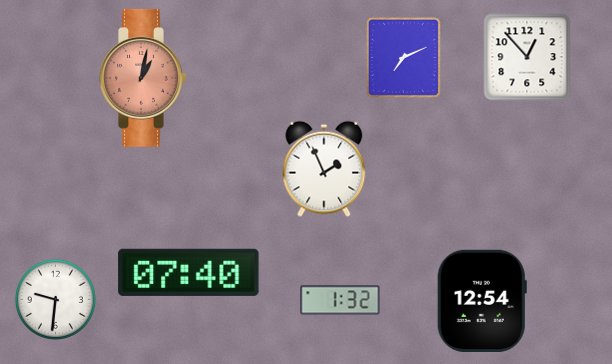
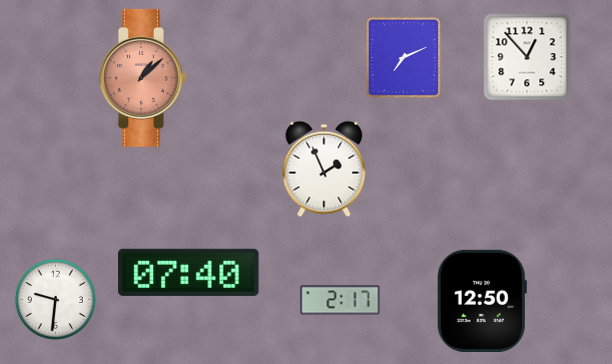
clock at (143, 78): 1:02 -> 1:08
clock at (340, 300): 1:32 -> 2:17
clock at (482, 300): 12:54 -> 12:50
